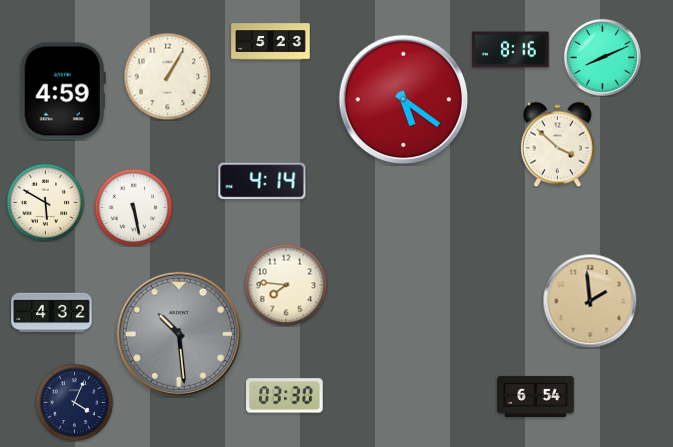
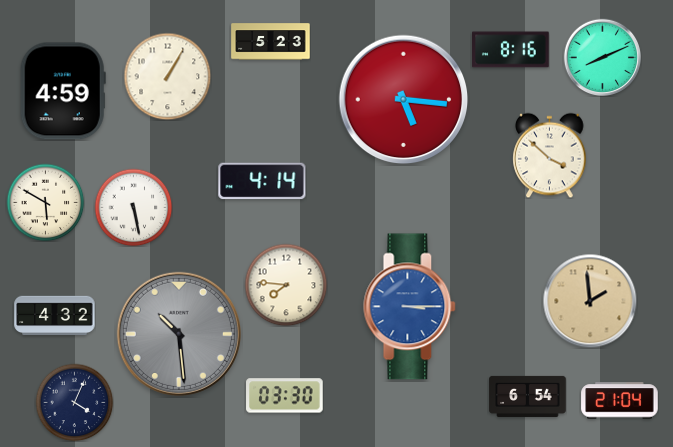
clock at (404, 100): 5:21 -> 5:16
clock at (558, 144) position: (558, 144) -> (550, 155)
clock at (410, 307): none -> 3:15
clock at (52, 313) position: (52, 313) -> (55, 316)
clock at (536, 396) position: (536, 396) -> (528, 396)
clock at (620, 401): none -> 21:04
